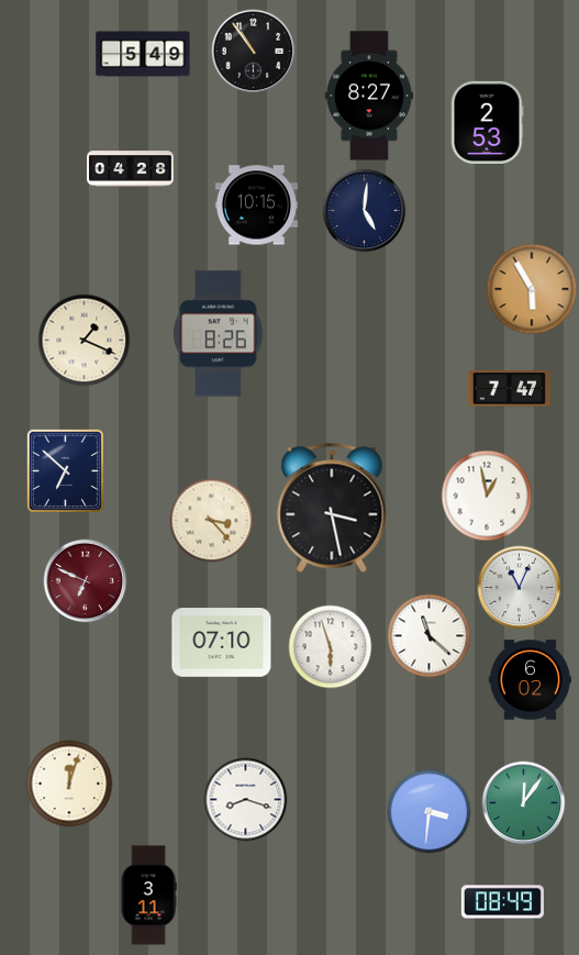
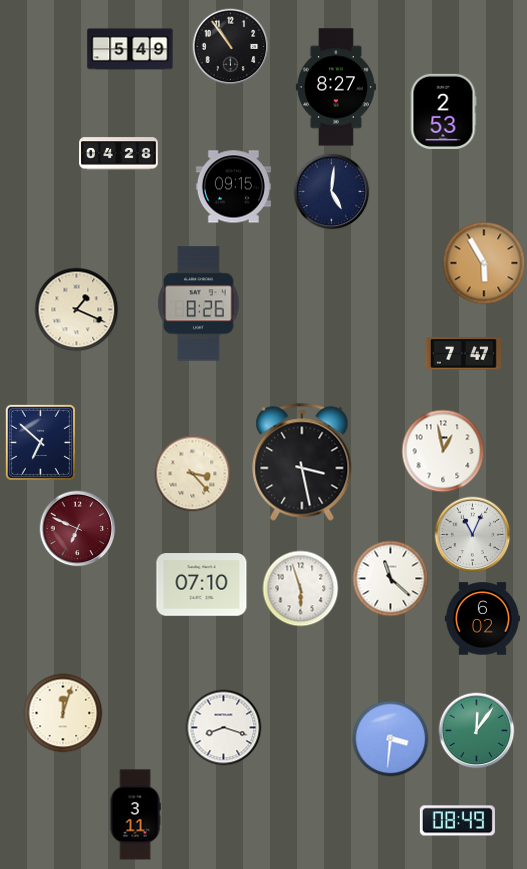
clock at (256, 206): 10:15 -> 09:15
clock at (65, 470) position: (65, 470) -> (40, 442)
